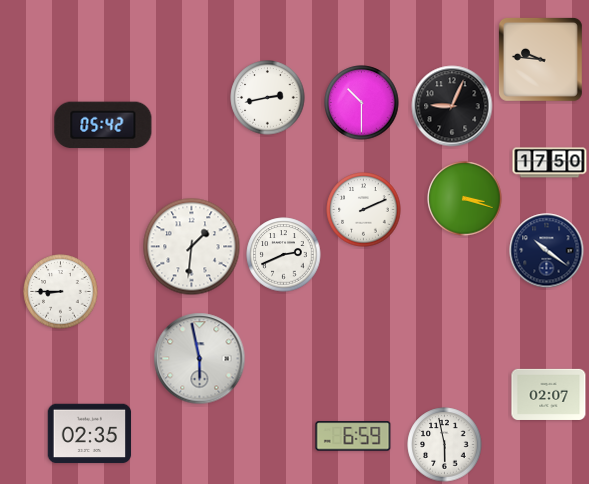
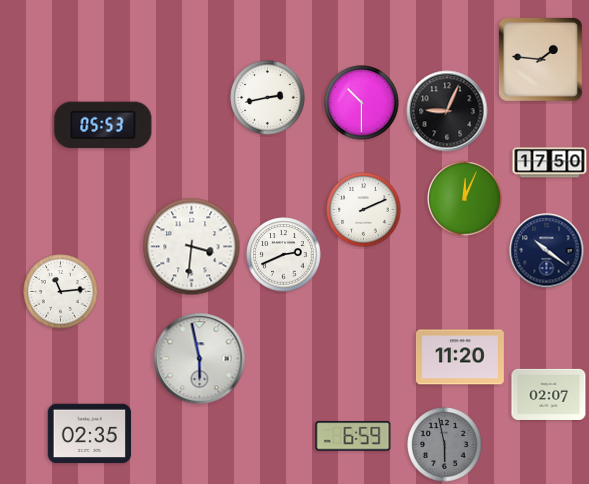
clock at (540, 59): 9:46 -> 1:46
clock at (452, 106) position: (452, 106) -> (447, 111)
clock at (103, 125): 05:42 -> 05:53
clock at (465, 199): 3:18 -> 12:04
clock at (192, 247): 1:31 -> 3:31
clock at (61, 292): 8:45 -> 11:14
clock at (460, 357): none -> 11:20
clock at (445, 445) dial: white -> grey
